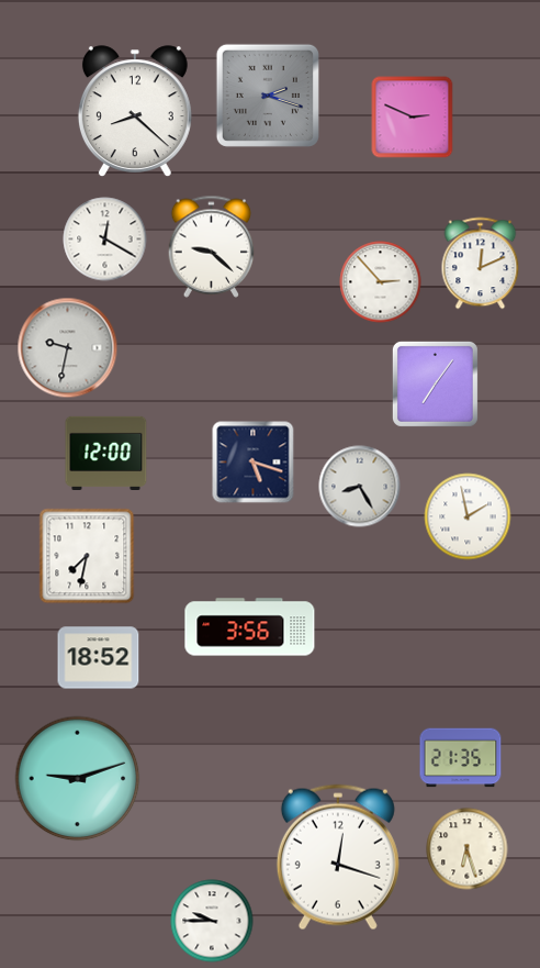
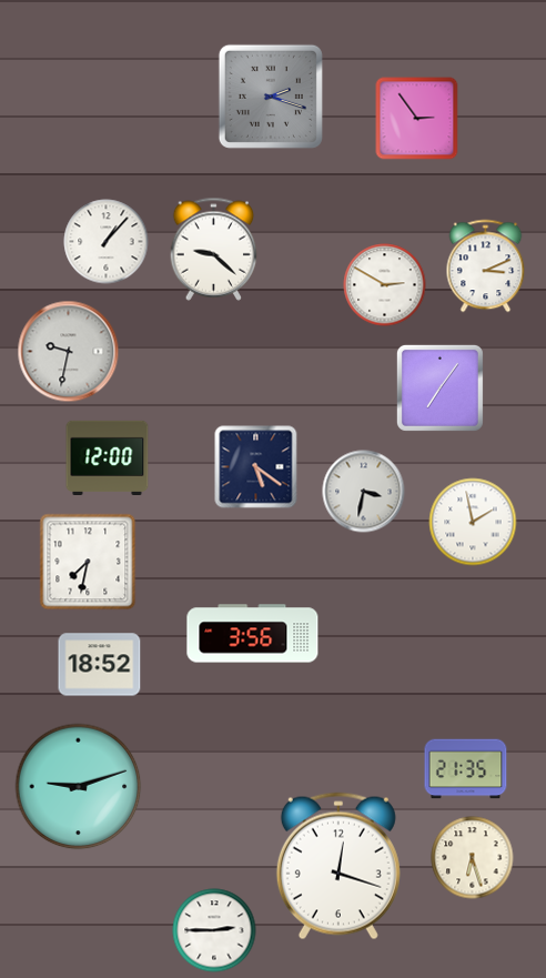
clock at (135, 112): 8:22 -> none
clock at (413, 118): 2:49 -> 2:54
clock at (105, 240): 12:20 -> 1:07
clock at (481, 264): 12:11 -> 3:11
clock at (381, 282): 2:53 -> 2:50
clock at (254, 463): 5:18 -> 5:21
clock at (360, 487): 8:25 -> 3:32
clock at (461, 758) position: (461, 758) -> (466, 769)
clock at (338, 857) position: (338, 857) -> (338, 866)
clock at (212, 921): 9:45 -> 2:45
